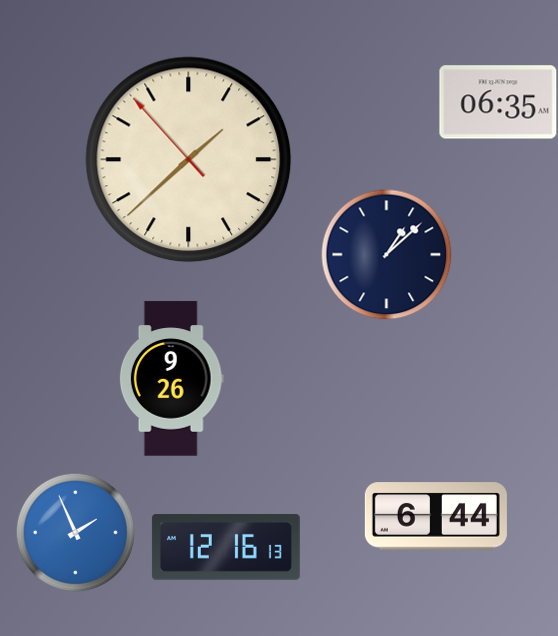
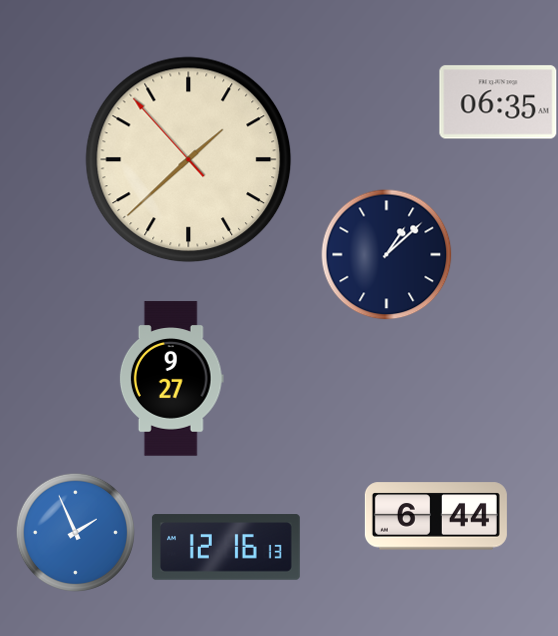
clock at (171, 379): 9:26 -> 9:27
